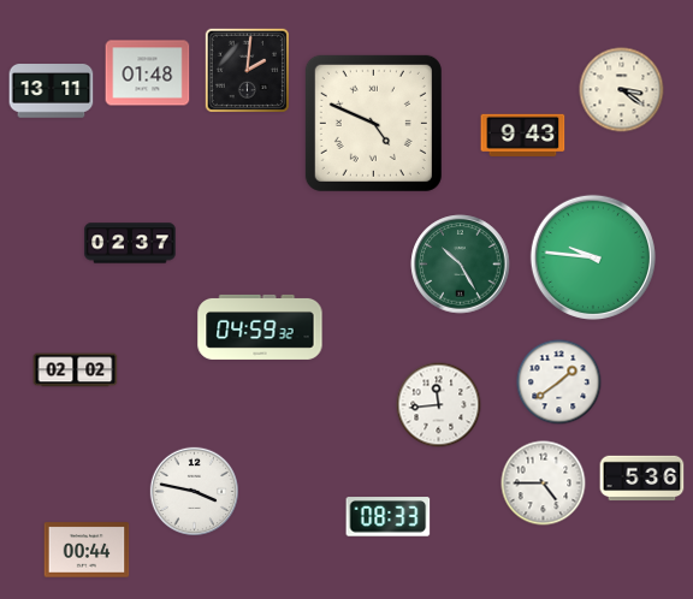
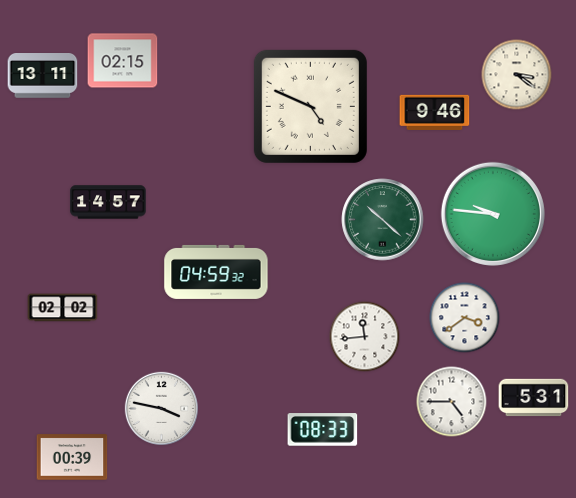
clock at (247, 70): 2:01 -> none
clock at (148, 73): 01:48 -> 02:15
clock at (373, 123) position: (373, 123) -> (310, 106)
clock at (523, 135): 9:43 -> 9:46
clock at (130, 243): 02:37 -> 14:57
clock at (461, 265): 10:25 -> 10:22
clock at (559, 382): 1:39 -> 3:39
clock at (642, 479): 5:36 -> 5:31
clock at (87, 550): 00:44 -> 00:39
